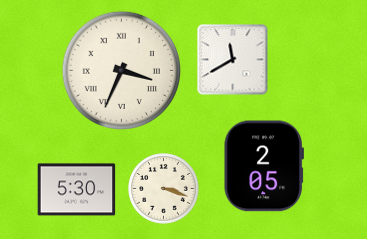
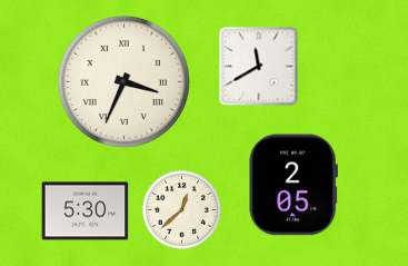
clock at (121, 70) position: (121, 70) -> (123, 81)
clock at (164, 189): 3:18 -> 12:38
